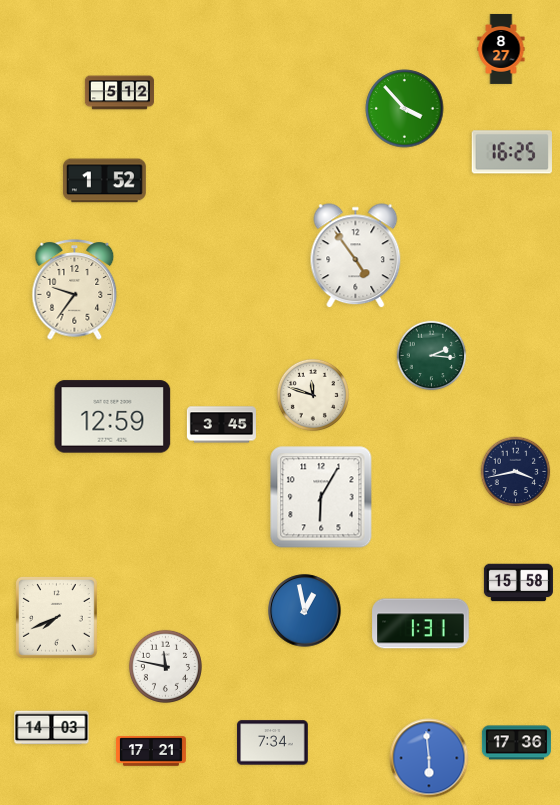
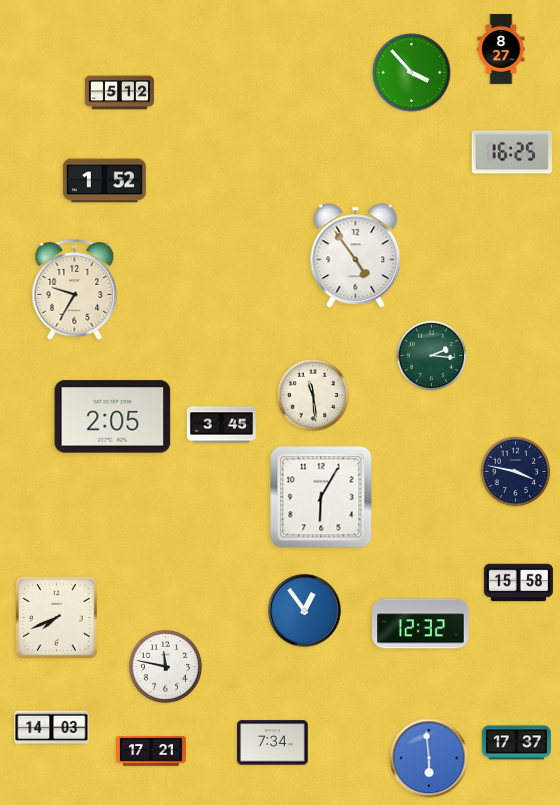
clock at (405, 109) position: (405, 109) -> (412, 73)
clock at (75, 290): 9:36 -> 9:35
clock at (313, 395): 11:48 -> 11:29
clock at (113, 417): 12:59 -> 2:05
clock at (516, 472): 3:43 -> 3:47
clock at (305, 611): 12:58 -> 12:54
clock at (421, 624): 1:31 -> 12:32
clock at (516, 743): 17:36 -> 17:37
